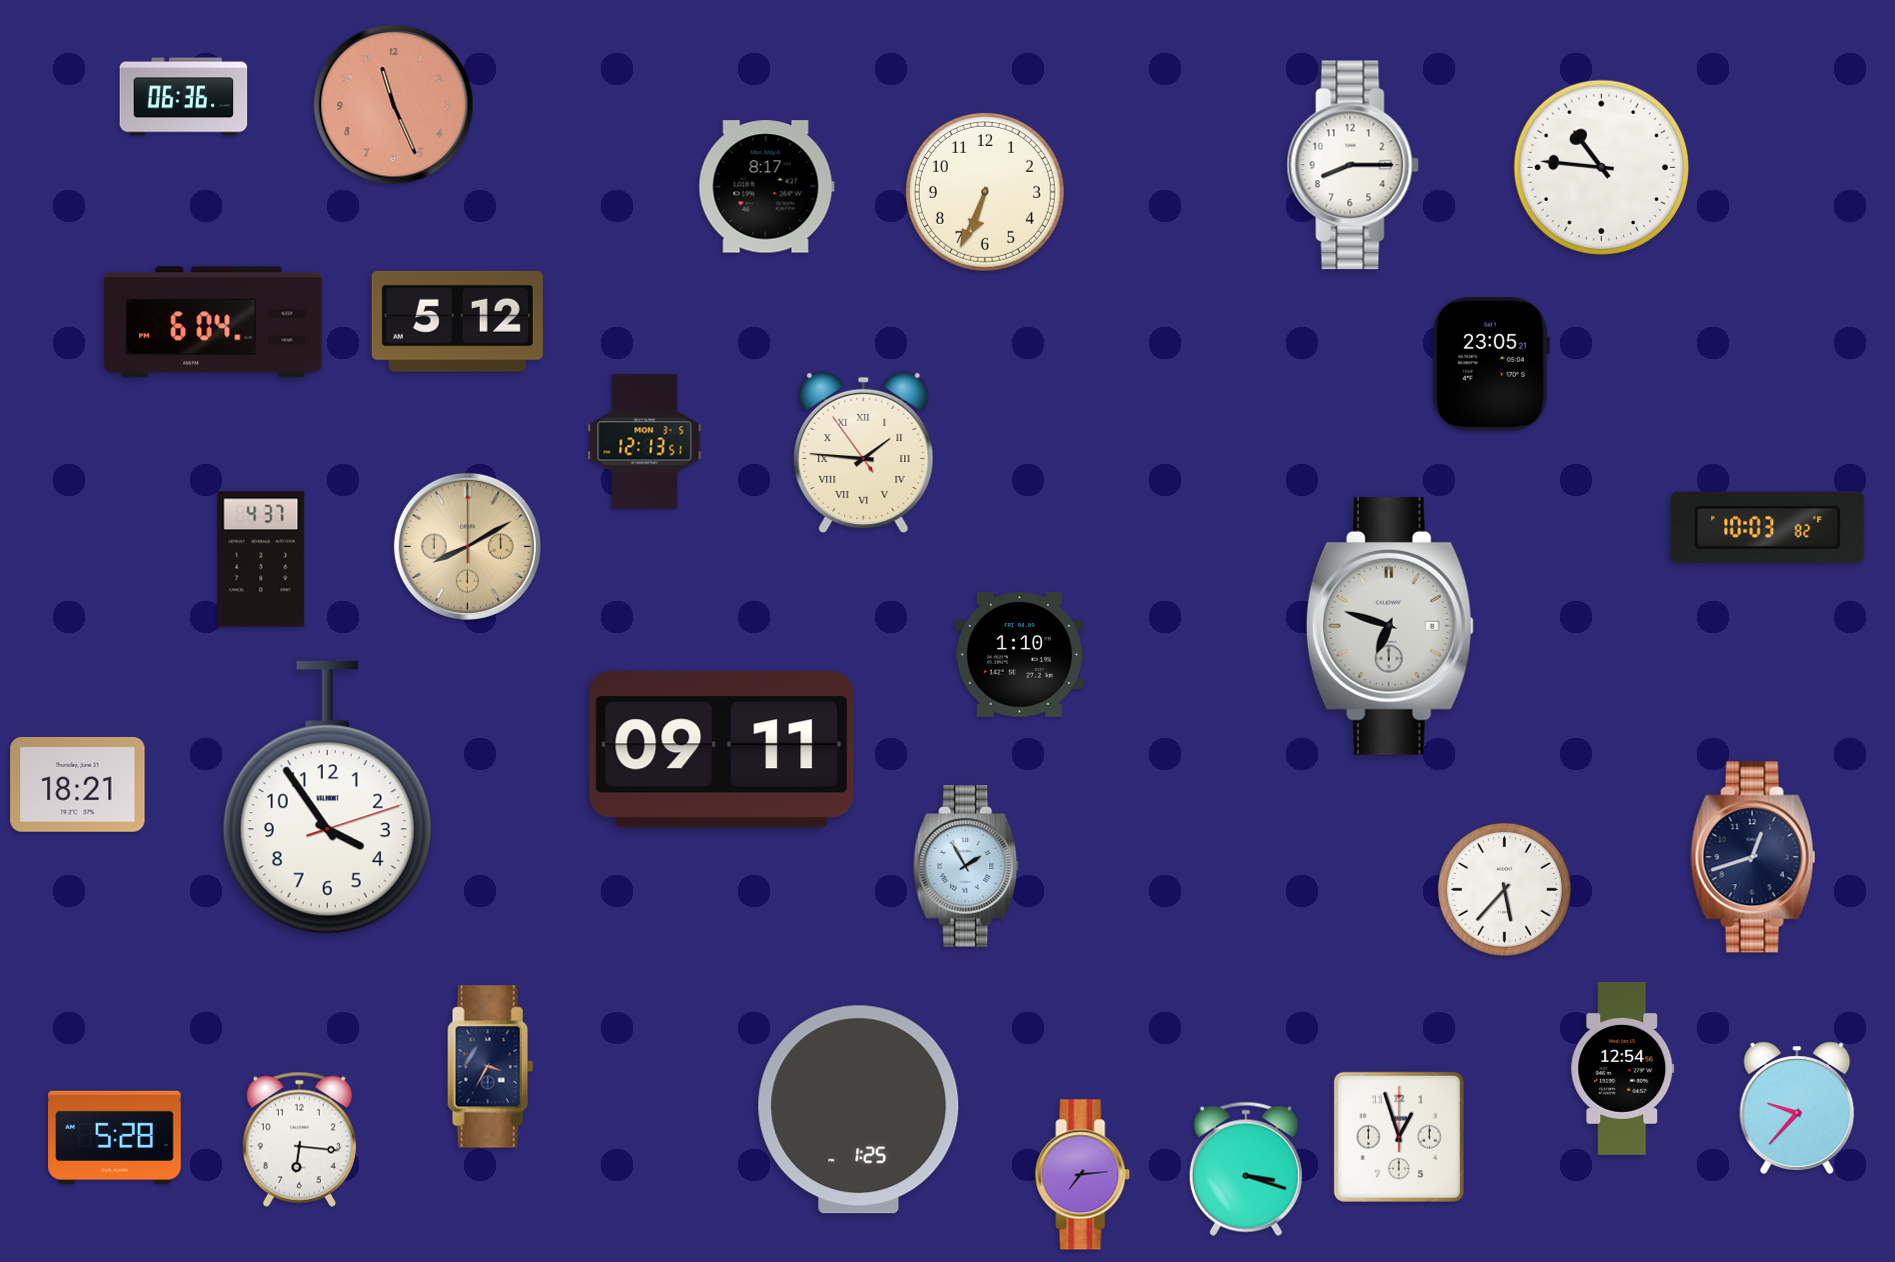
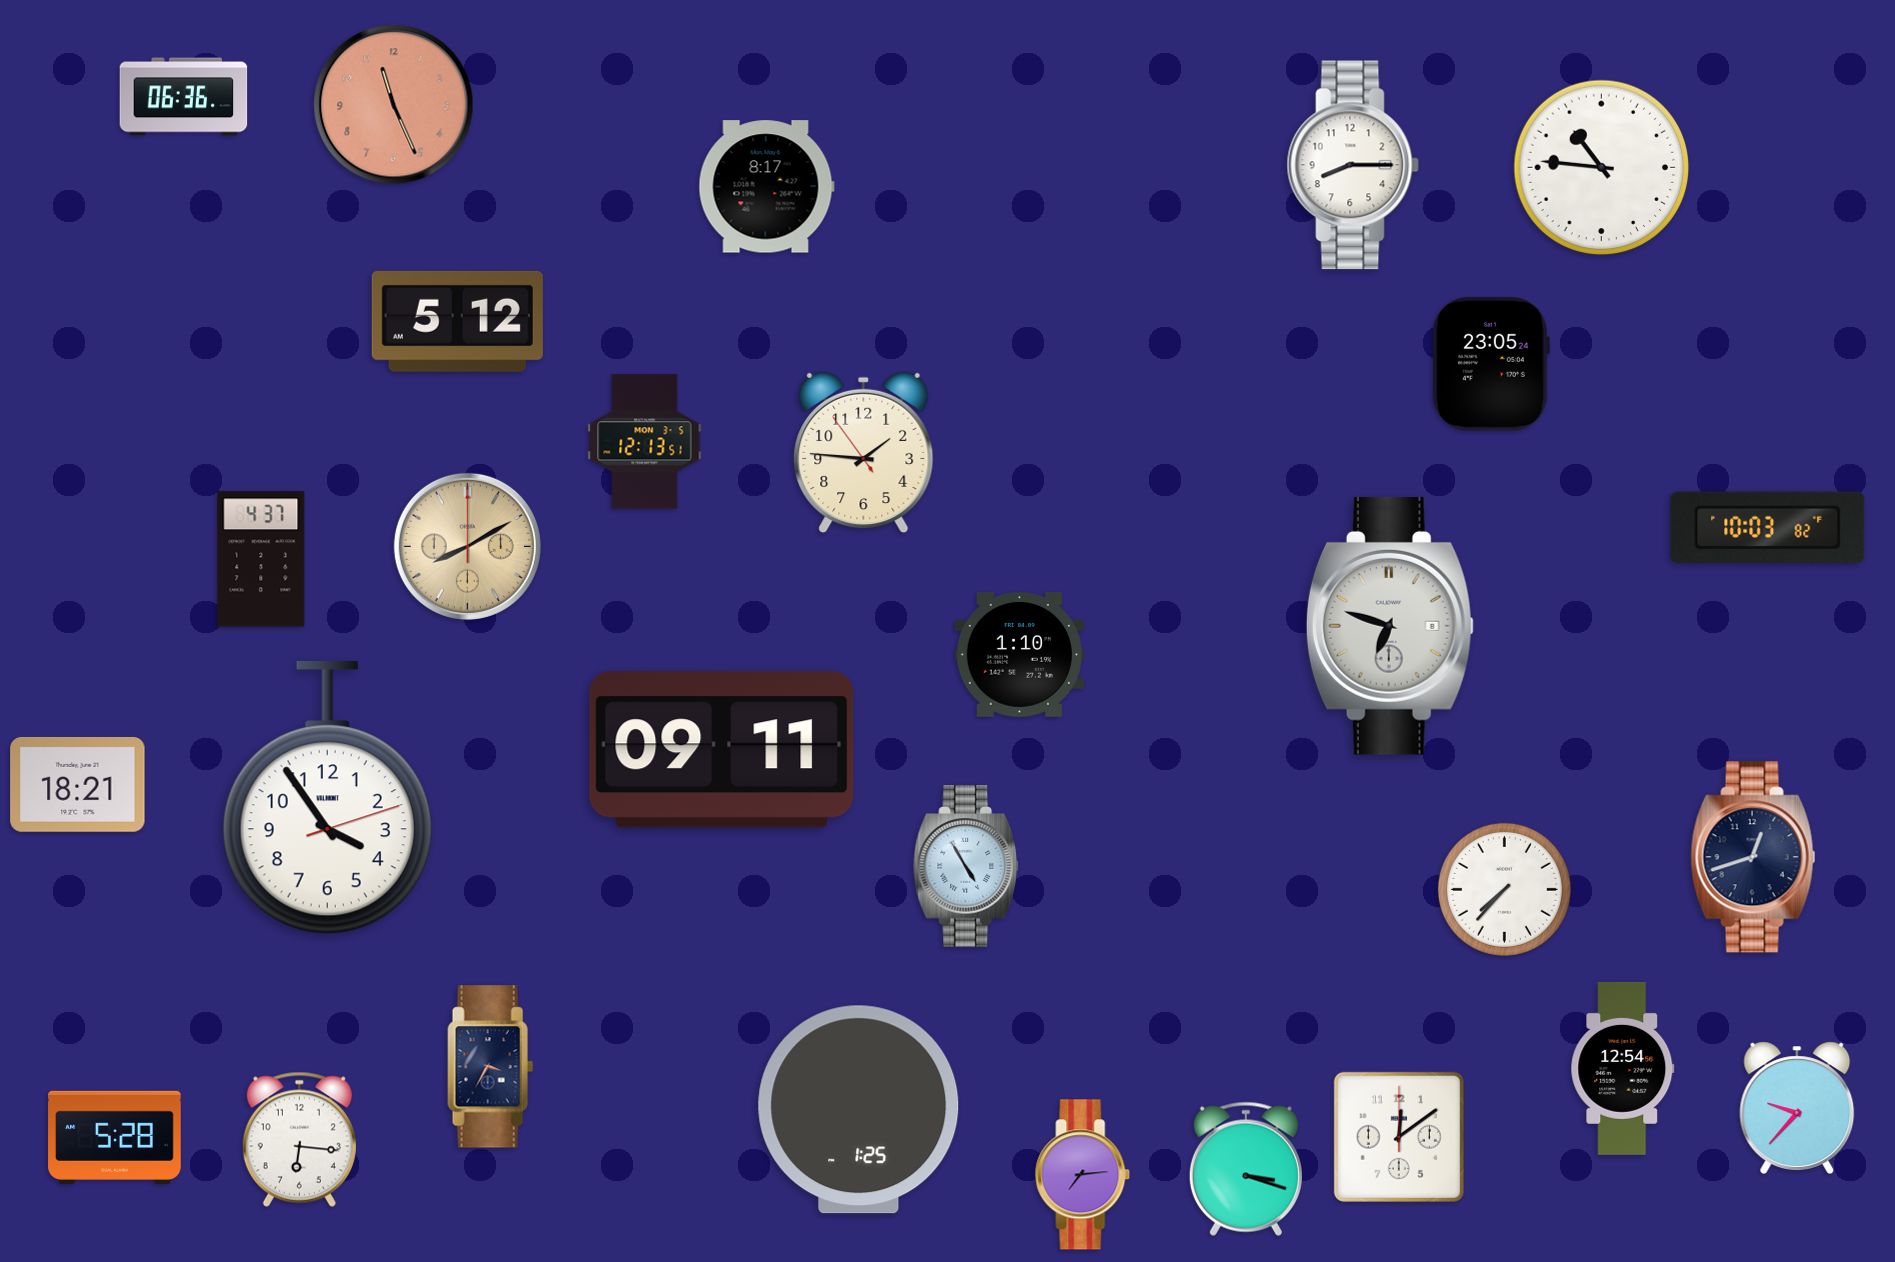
clock at (985, 192): 6:34 -> none
clock at (213, 322): 6:04 -> none
clock at (1490, 364): 23:05:21 -> 23:05:24
clock at (864, 453) numerals: Roman -> Arabic
clock at (967, 866): 1:55 -> 4:55
clock at (1504, 889): 5:37 -> 7:37
clock at (1399, 1137): 12:57 -> 12:09
